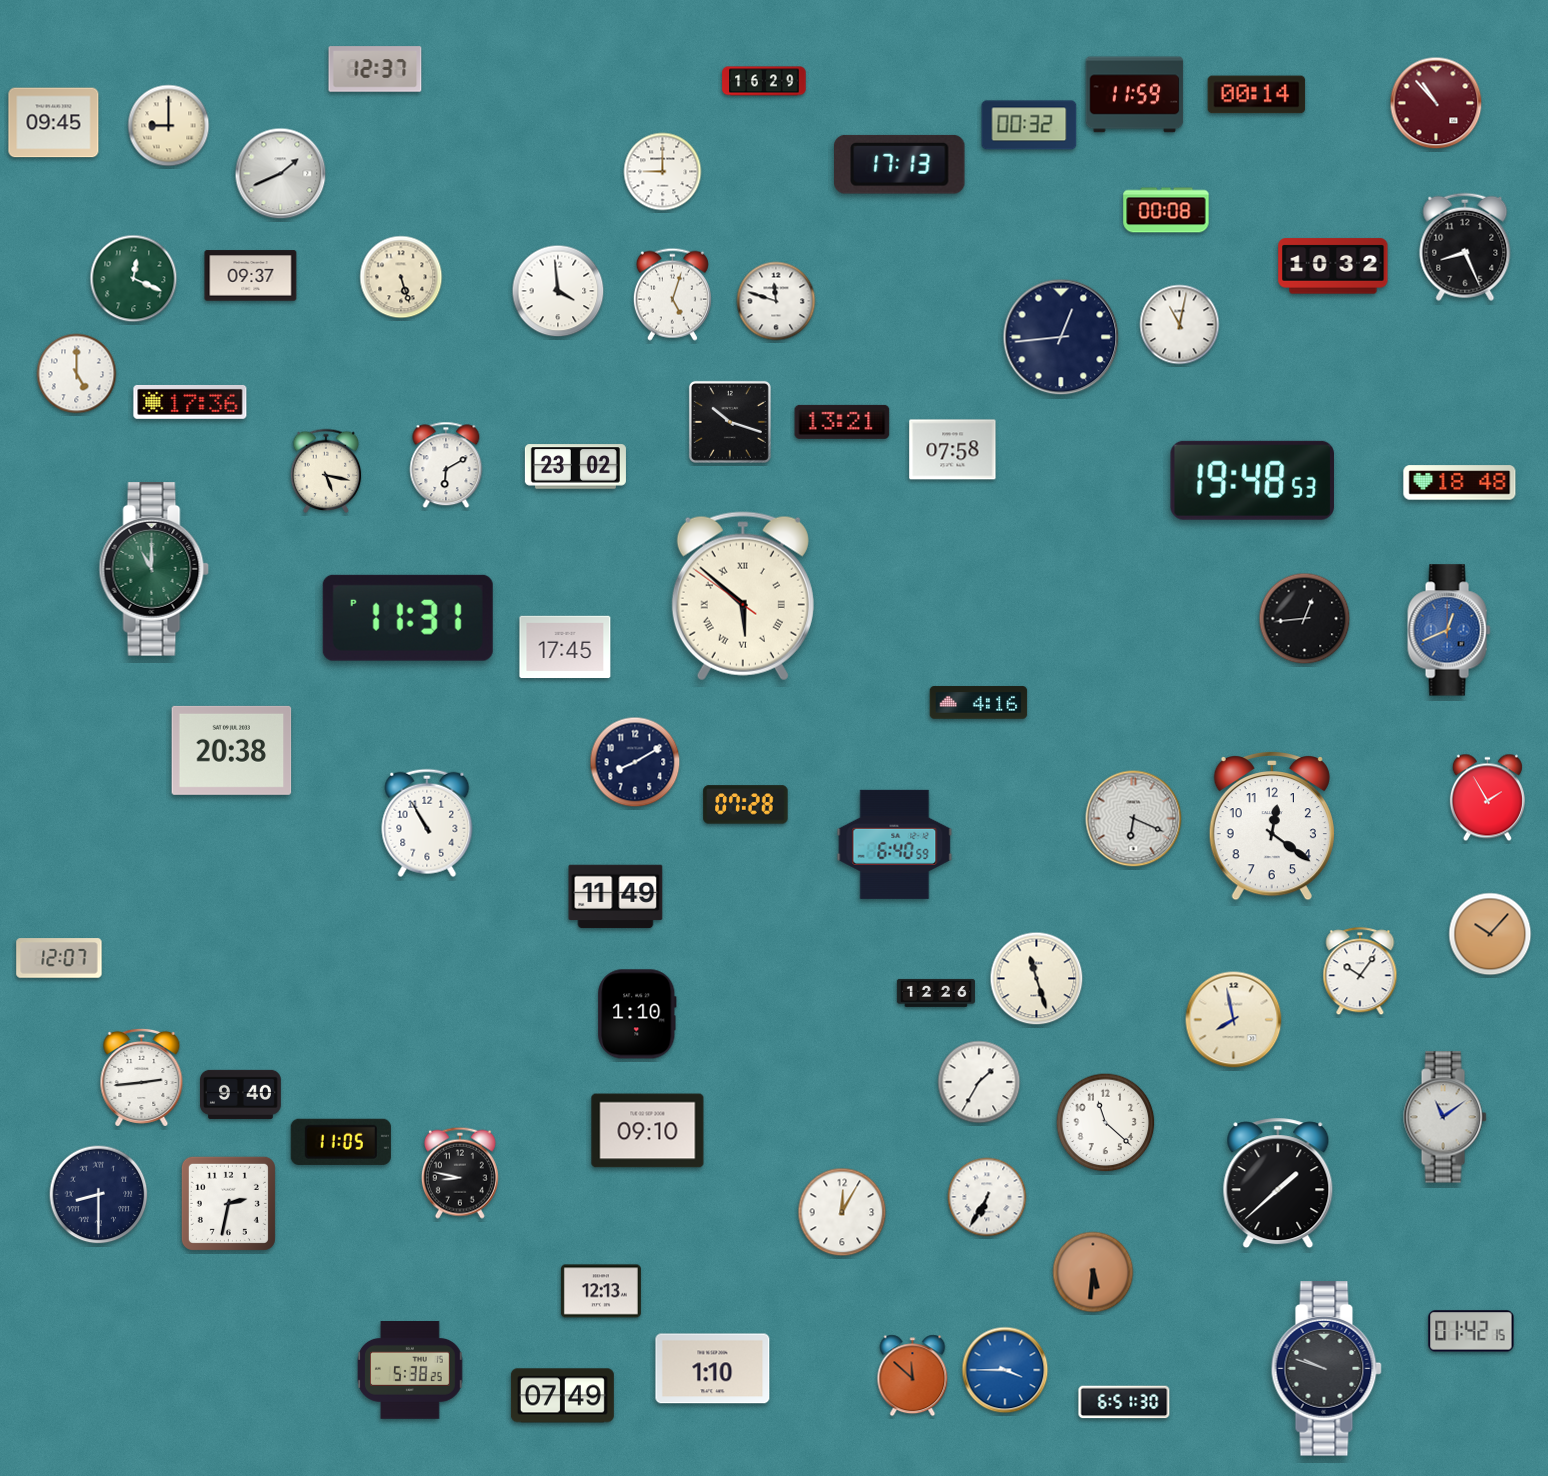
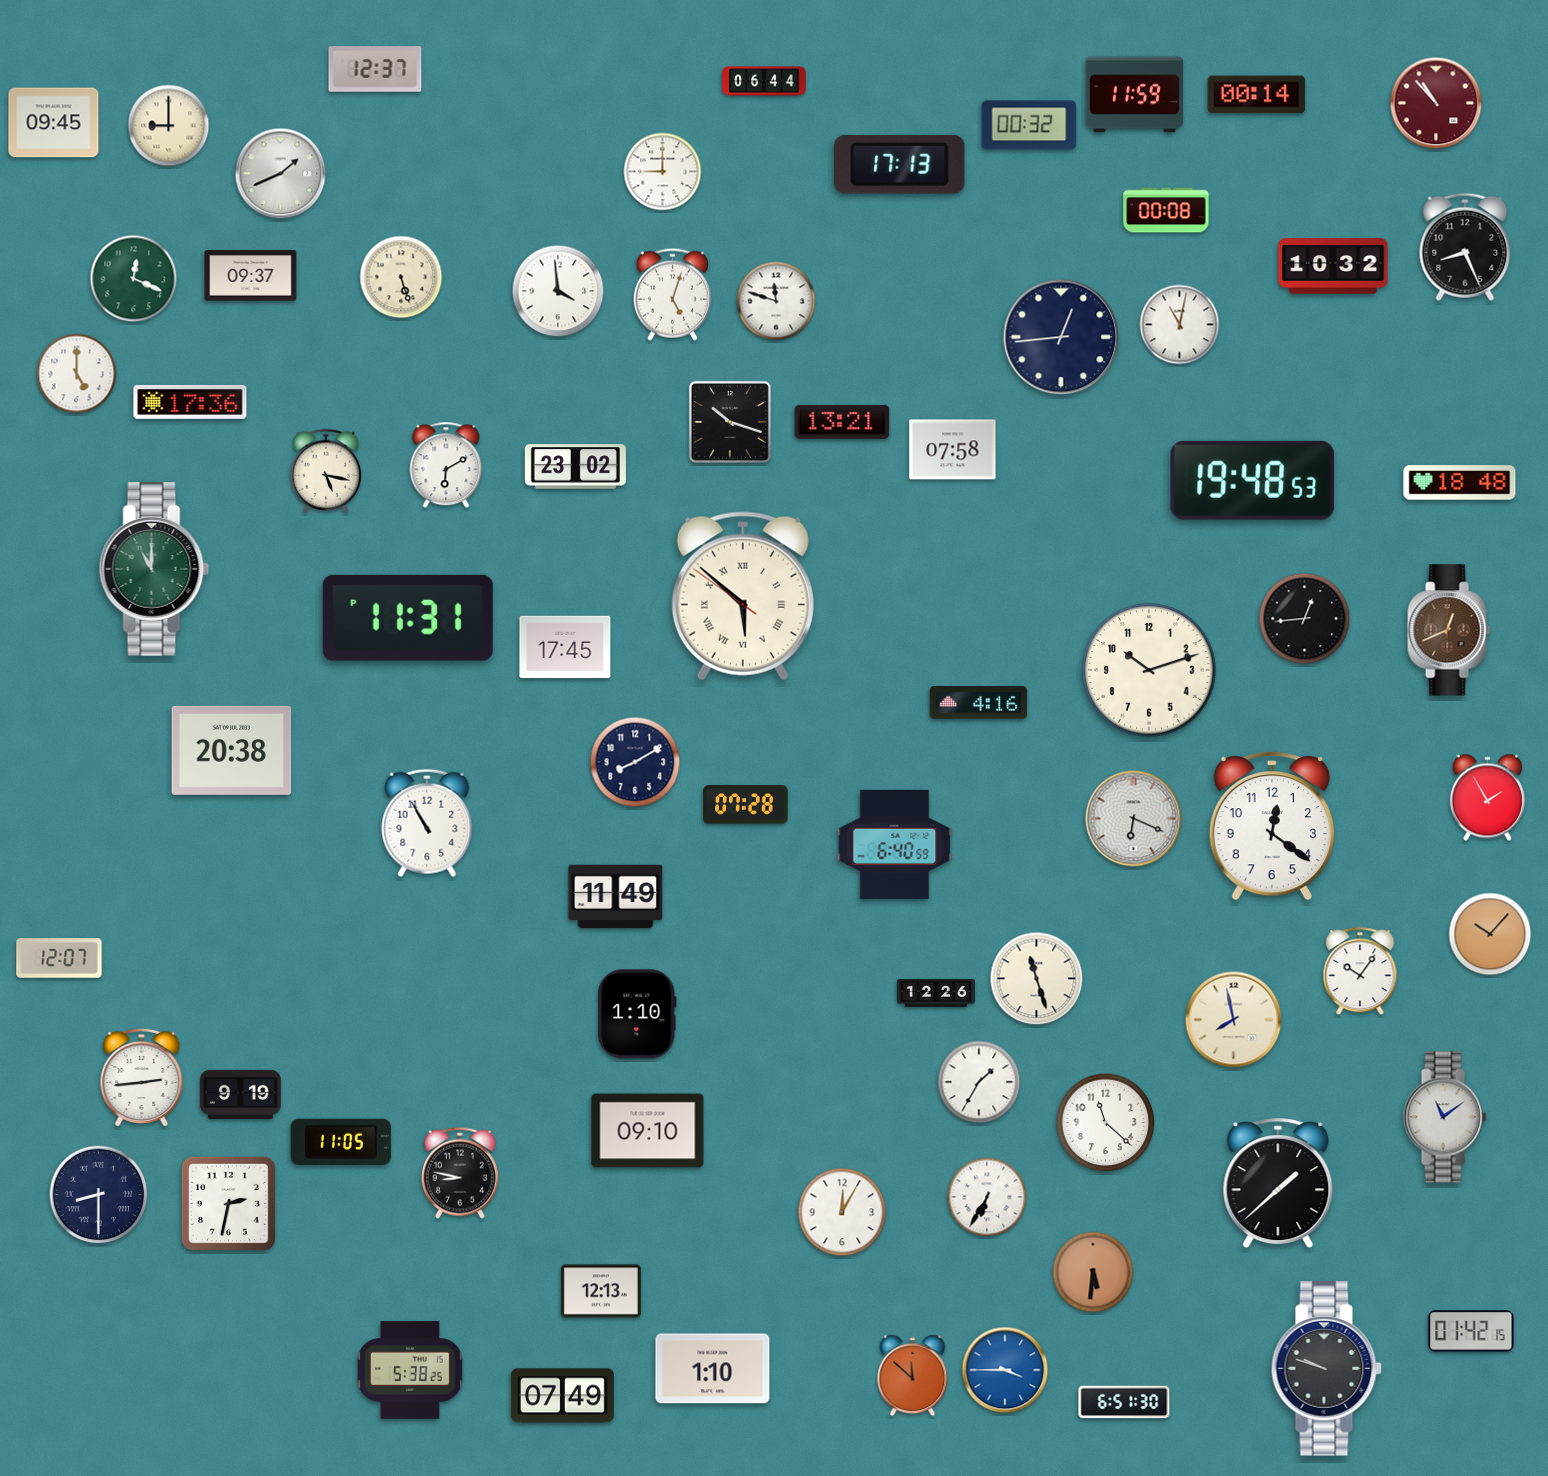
clock at (764, 81): 16:29 -> 06:44
clock at (1449, 630) dial: blue -> brown
clock at (1149, 670): none -> 10:12
clock at (241, 1094): 9:40 -> 9:19
